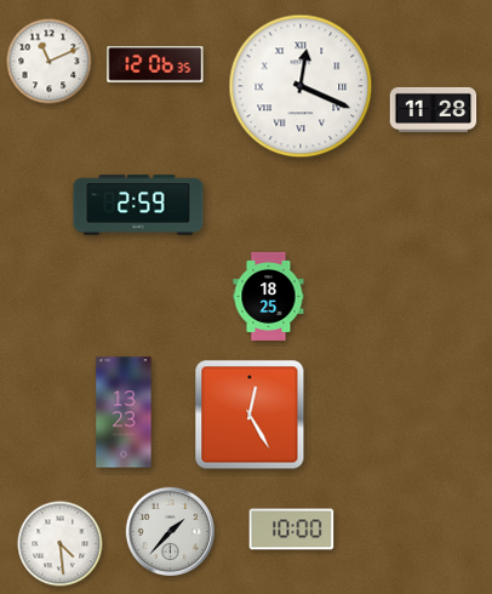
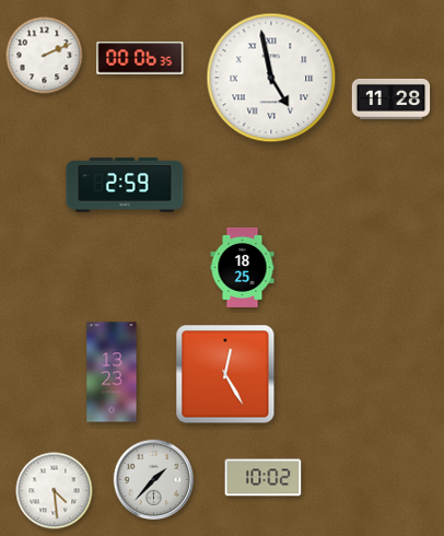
clock at (50, 62): 11:11 -> 2:11
clock at (155, 64): 12:06 -> 00:06
clock at (301, 86): 12:19 -> 4:58
clock at (292, 530): 10:00 -> 10:02
